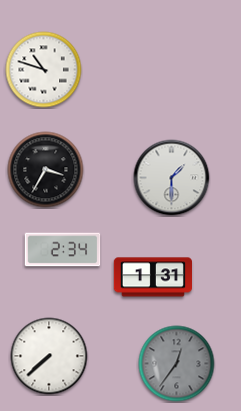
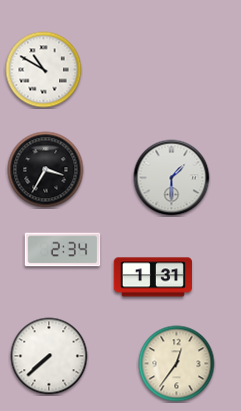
clock at (44, 70): 10:48 -> 10:50
clock at (177, 364) dial: grey -> cream
